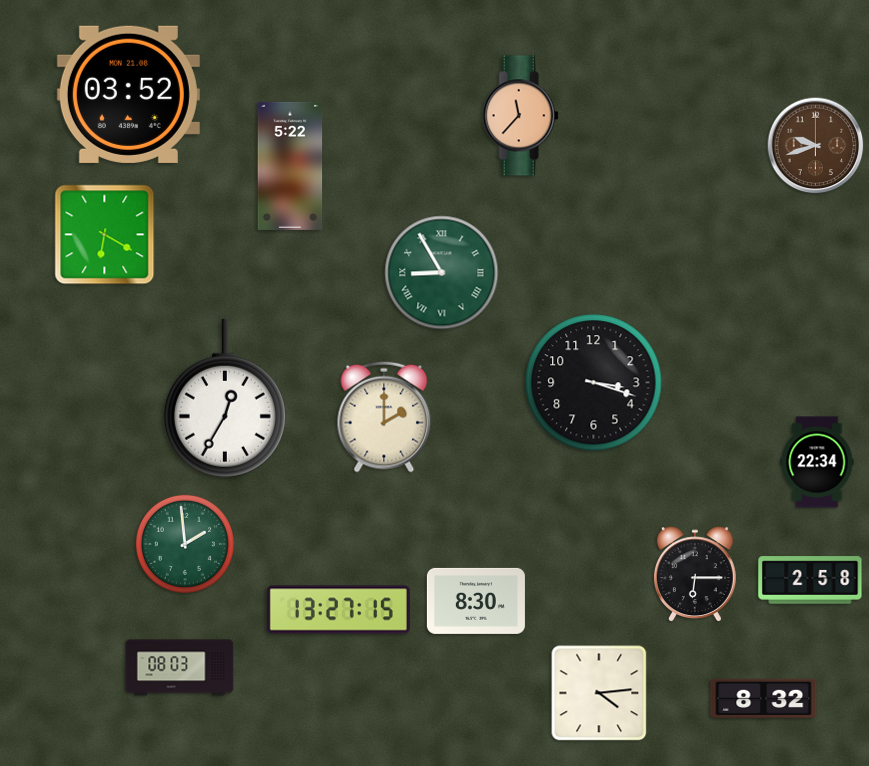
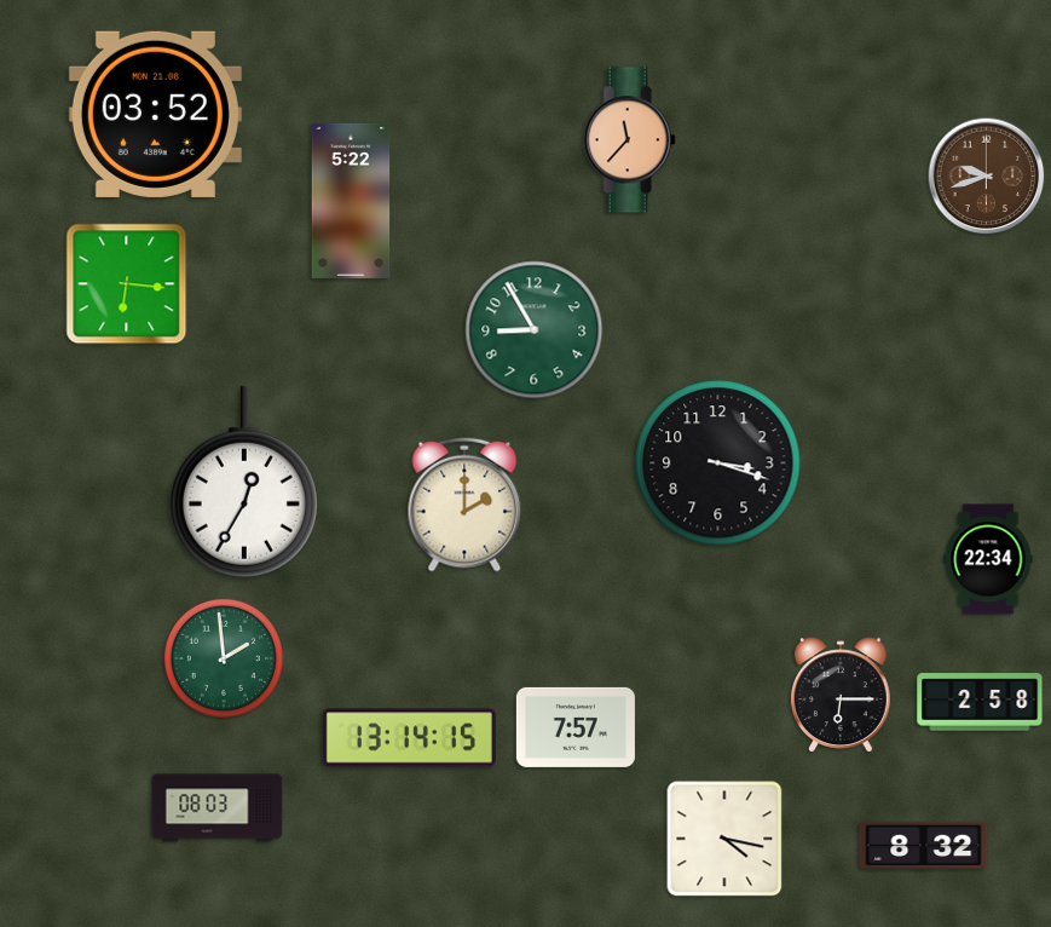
clock at (105, 235): 6:20 -> 6:16
clock at (442, 273) numerals: Roman -> Arabic
clock at (225, 398) position: (225, 398) -> (244, 482)
clock at (476, 601): 8:30 -> 7:57
clock at (338, 610): 13:27 -> 13:14
clock at (599, 693): 4:14 -> 4:17
